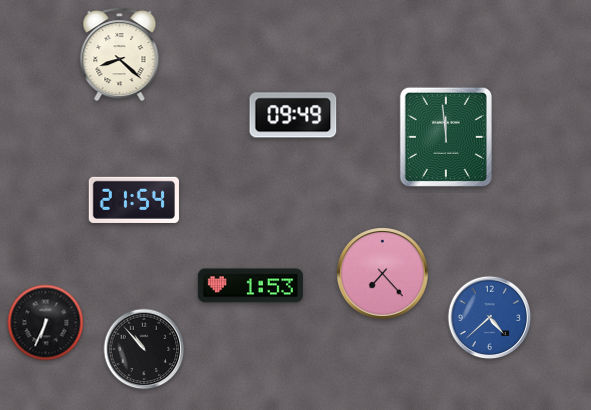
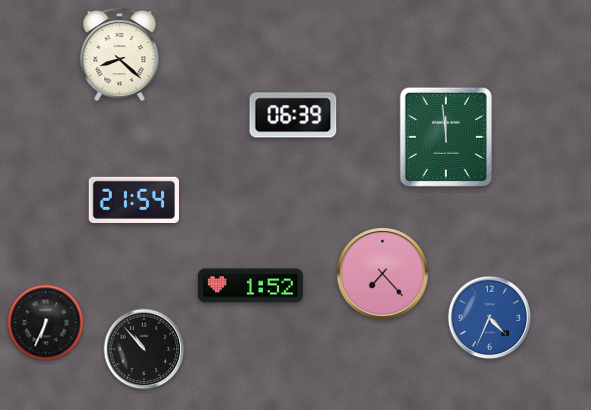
clock at (293, 115): 09:49 -> 06:39
clock at (250, 286): 1:53 -> 1:52
clock at (490, 318): 4:38 -> 4:34
